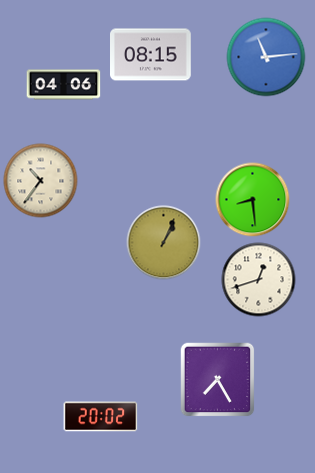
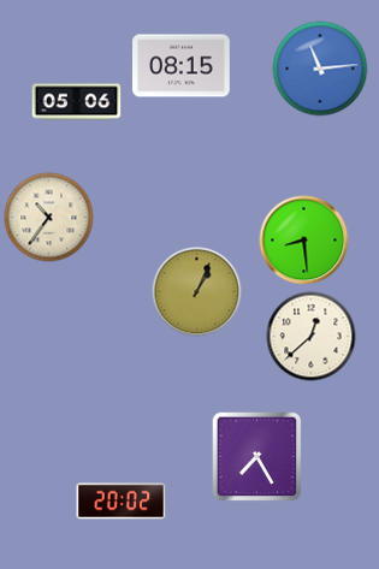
clock at (64, 85): 04:06 -> 05:06
clock at (259, 280): 12:42 -> 12:38
clock at (218, 380) position: (218, 380) -> (257, 457)
